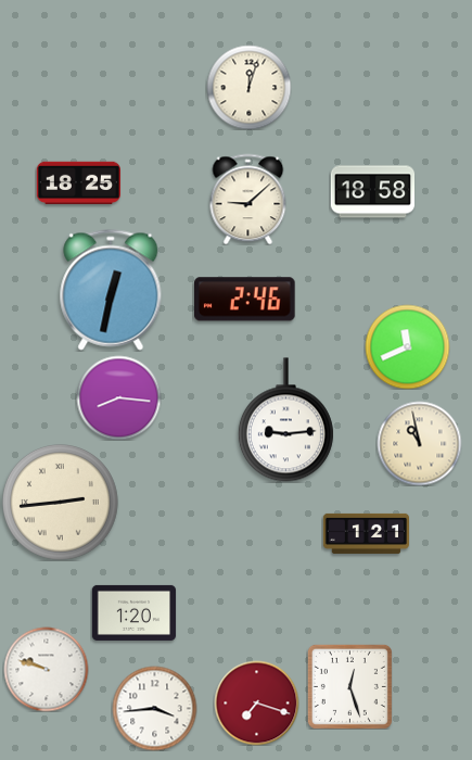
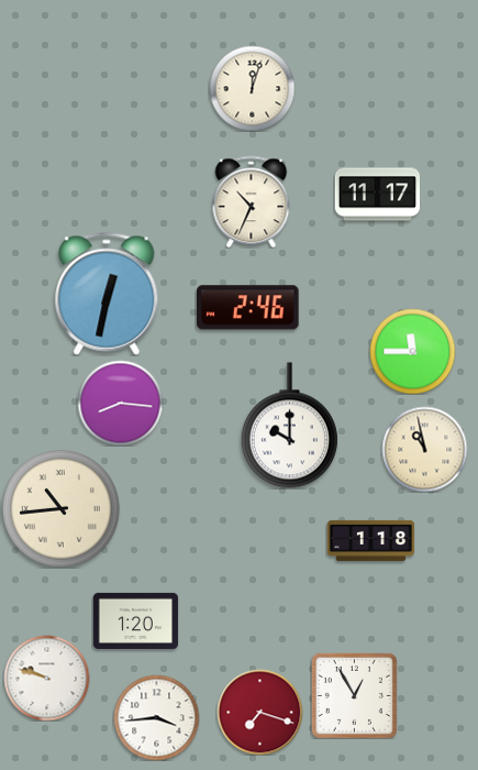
clock at (78, 183): 18:25 -> none
clock at (372, 192): 18:58 -> 11:17
clock at (248, 199): 9:08 -> 10:34
clock at (111, 290) position: (111, 290) -> (107, 294)
clock at (245, 300) position: (245, 300) -> (248, 308)
clock at (407, 346): 11:41 -> 11:45
clock at (285, 420): 9:14 -> 10:00
clock at (61, 503): 2:44 -> 10:44
clock at (366, 533): 1:21 -> 1:18
clock at (349, 686): 12:27 -> 12:55
